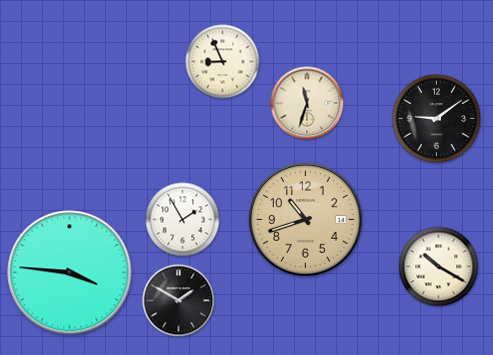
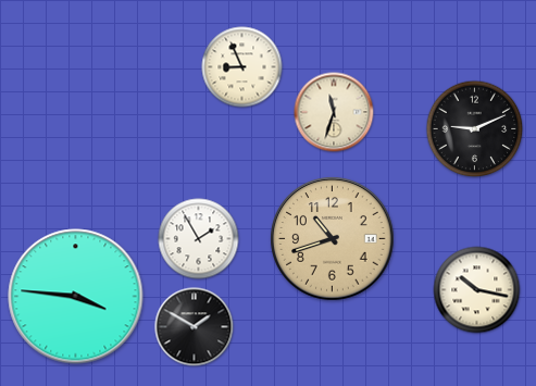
clock at (437, 119): 9:09 -> 9:11
clock at (439, 267): 10:20 -> 10:17
